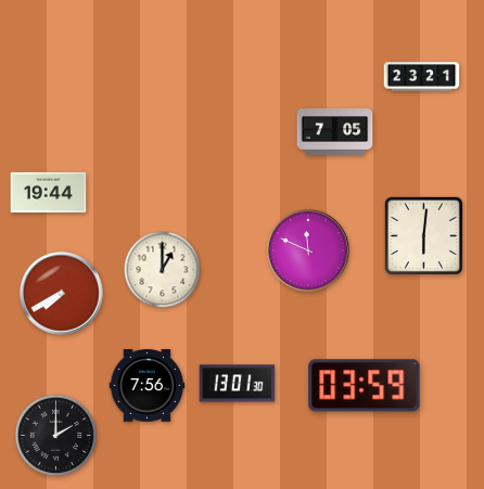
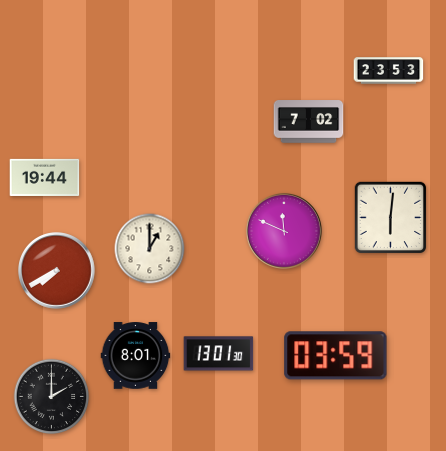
clock at (422, 77): 23:21 -> 23:53
clock at (335, 132): 7:05 -> 7:02
clock at (148, 386): 7:56 -> 8:01
clock at (56, 436) position: (56, 436) -> (52, 397)
